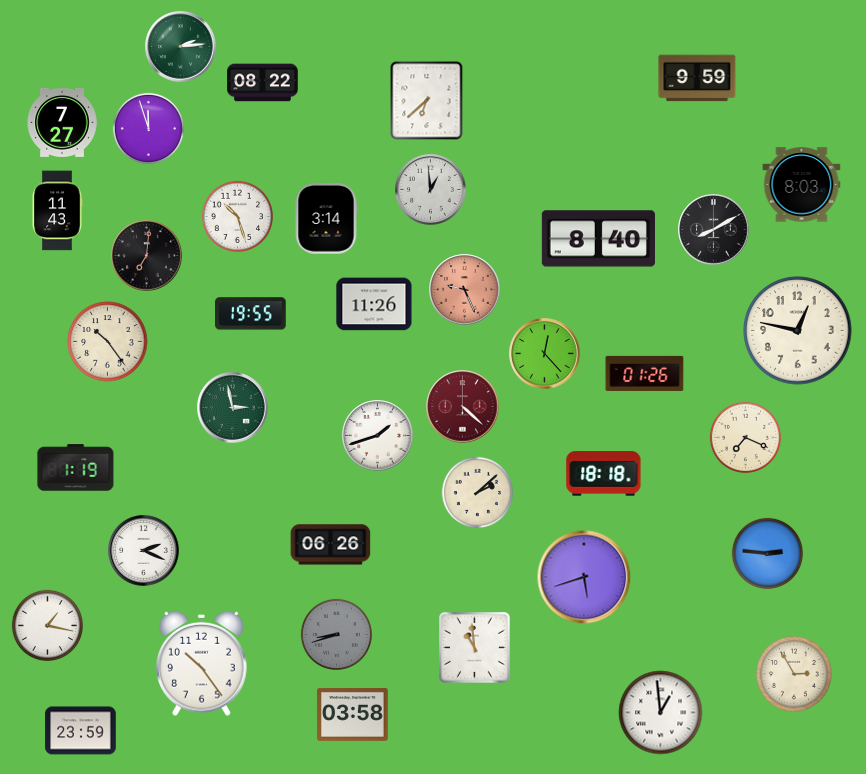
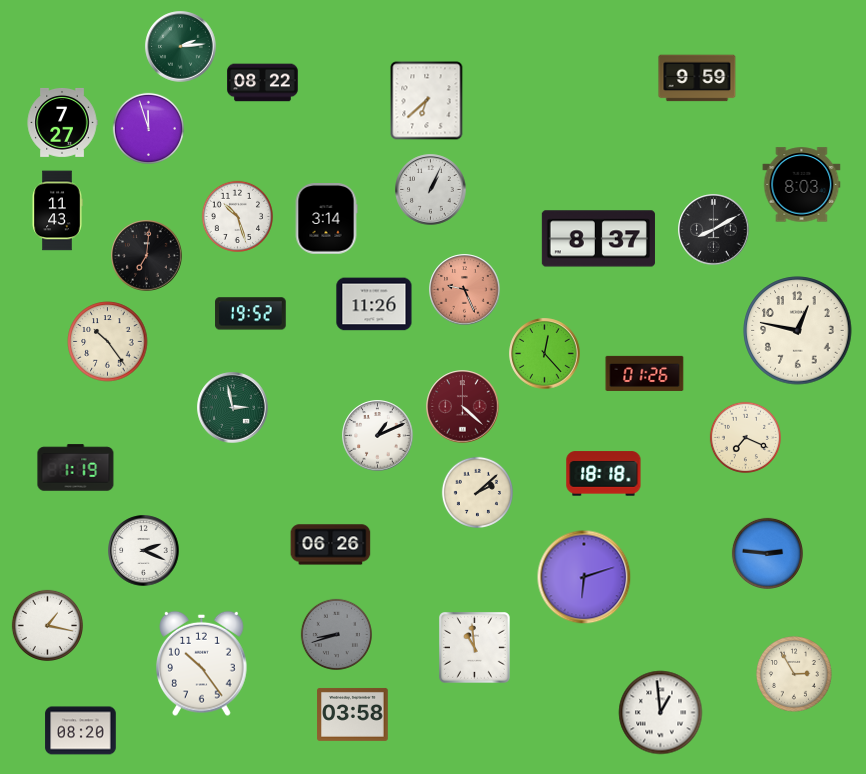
clock at (431, 190): 12:59 -> 1:04
clock at (598, 239): 8:40 -> 8:37
clock at (251, 314): 19:55 -> 19:52
clock at (378, 436): 1:42 -> 1:11
clock at (584, 577): 5:42 -> 6:12
clock at (81, 731): 23:59 -> 08:20
